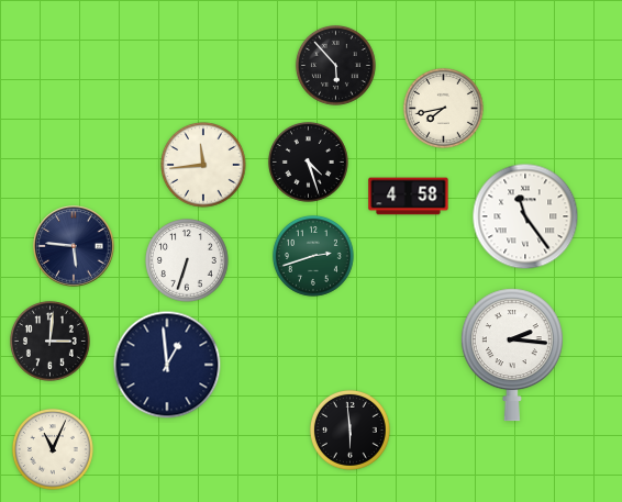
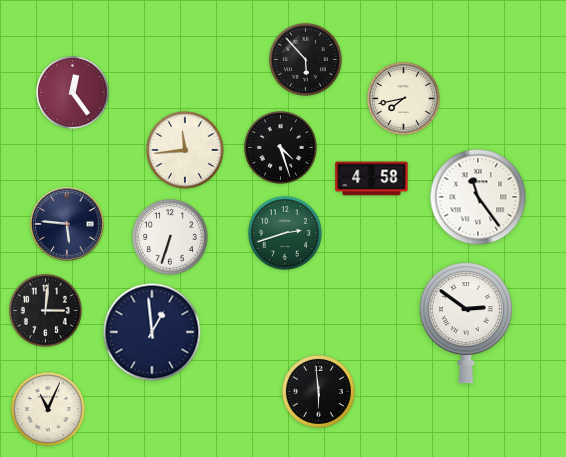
clock at (72, 92): none -> 12:24
clock at (512, 355): 2:16 -> 2:51
